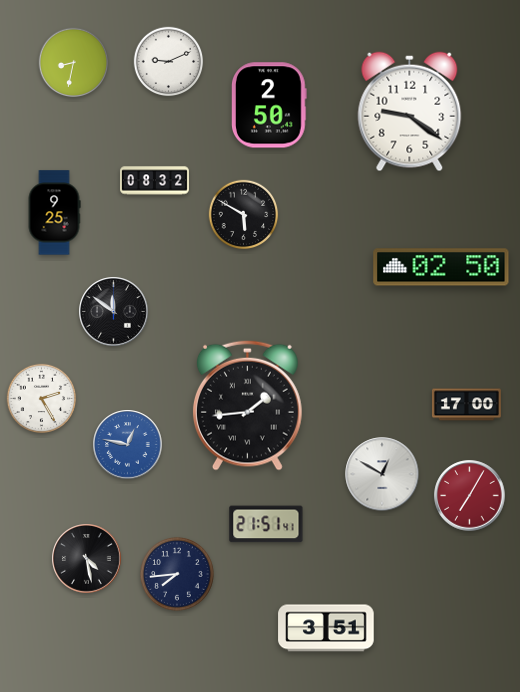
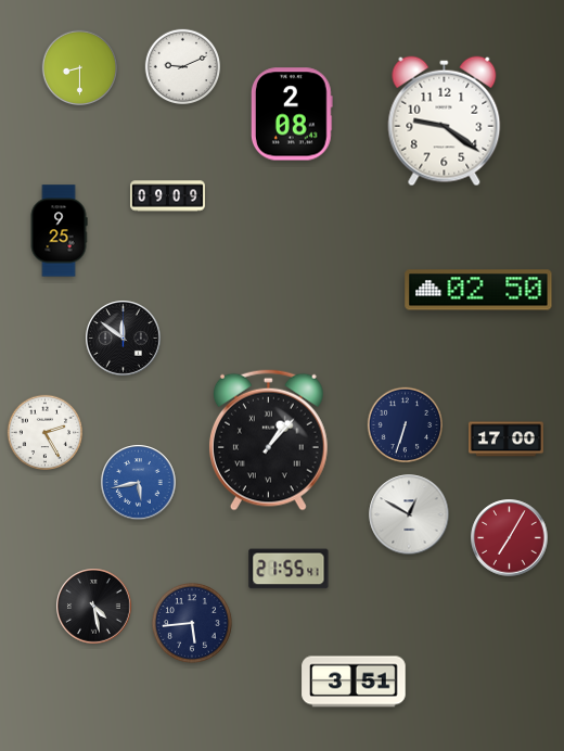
clock at (74, 63): 8:32 -> 8:30
clock at (270, 105): 2:50 -> 2:08
clock at (154, 181): 08:32 -> 09:09
clock at (244, 215): 5:50 -> none
clock at (406, 425): none -> 6:33
clock at (247, 405): 1:44 -> 1:07
clock at (128, 445): 12:47 -> 5:43
clock at (382, 474) position: (382, 474) -> (409, 514)
clock at (266, 524): 21:51 -> 21:55
clock at (178, 575): 7:44 -> 5:44
